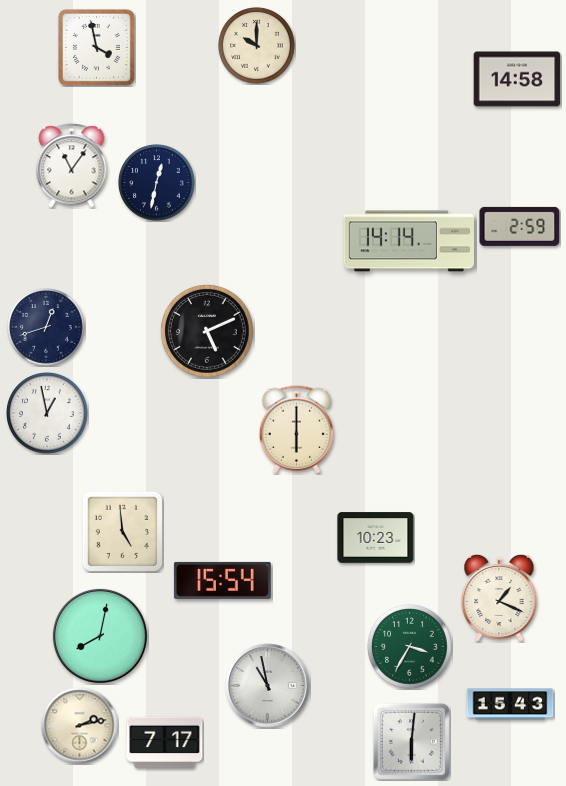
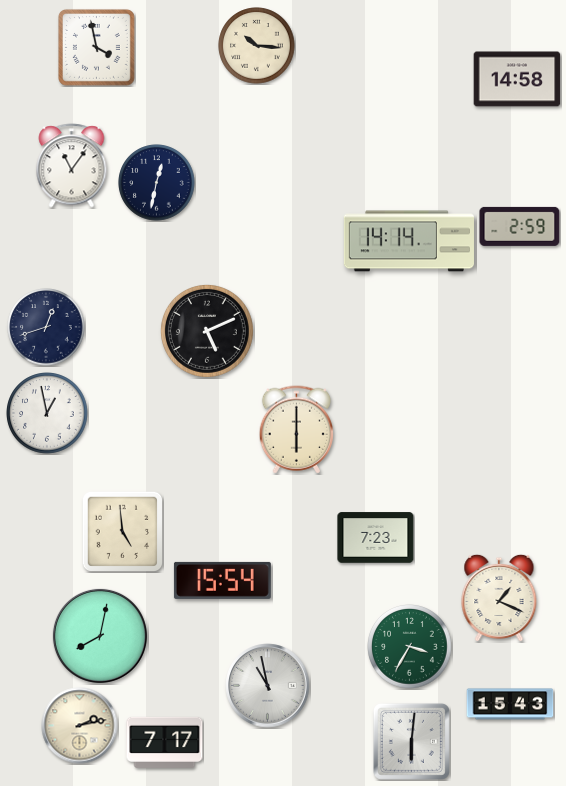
clock at (257, 46): 10:00 -> 10:16
clock at (376, 538): 10:23 -> 7:23
